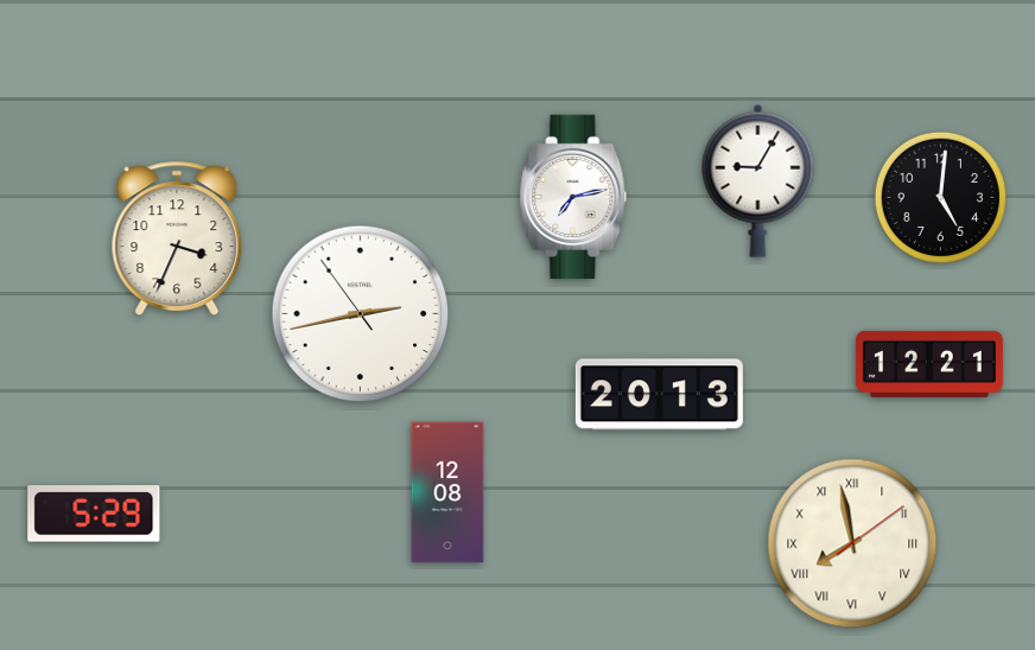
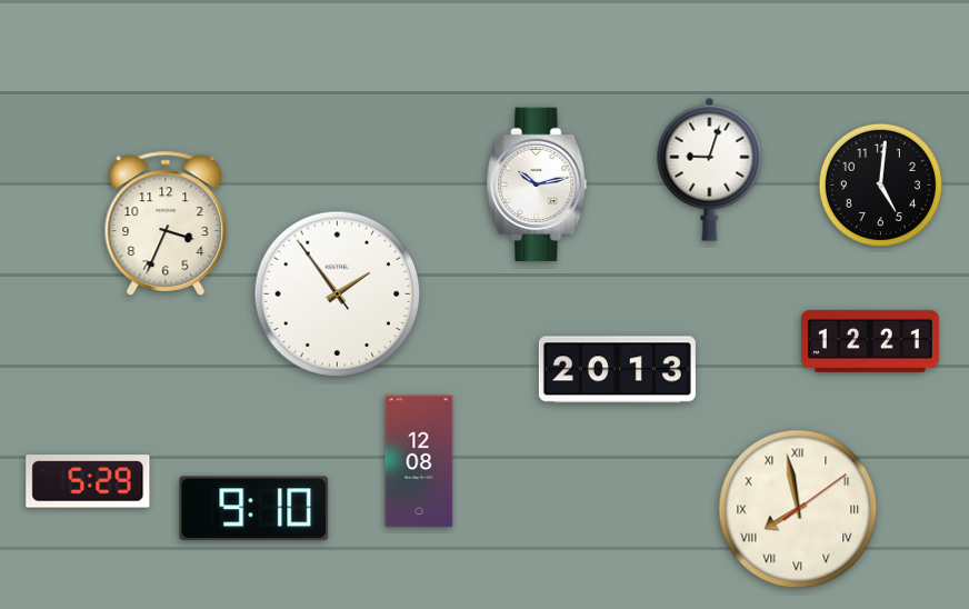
clock at (758, 180): 9:05 -> 9:03
clock at (573, 197): 7:13 -> 10:13
clock at (361, 314): 2:42 -> 1:53
clock at (254, 509): none -> 9:10
